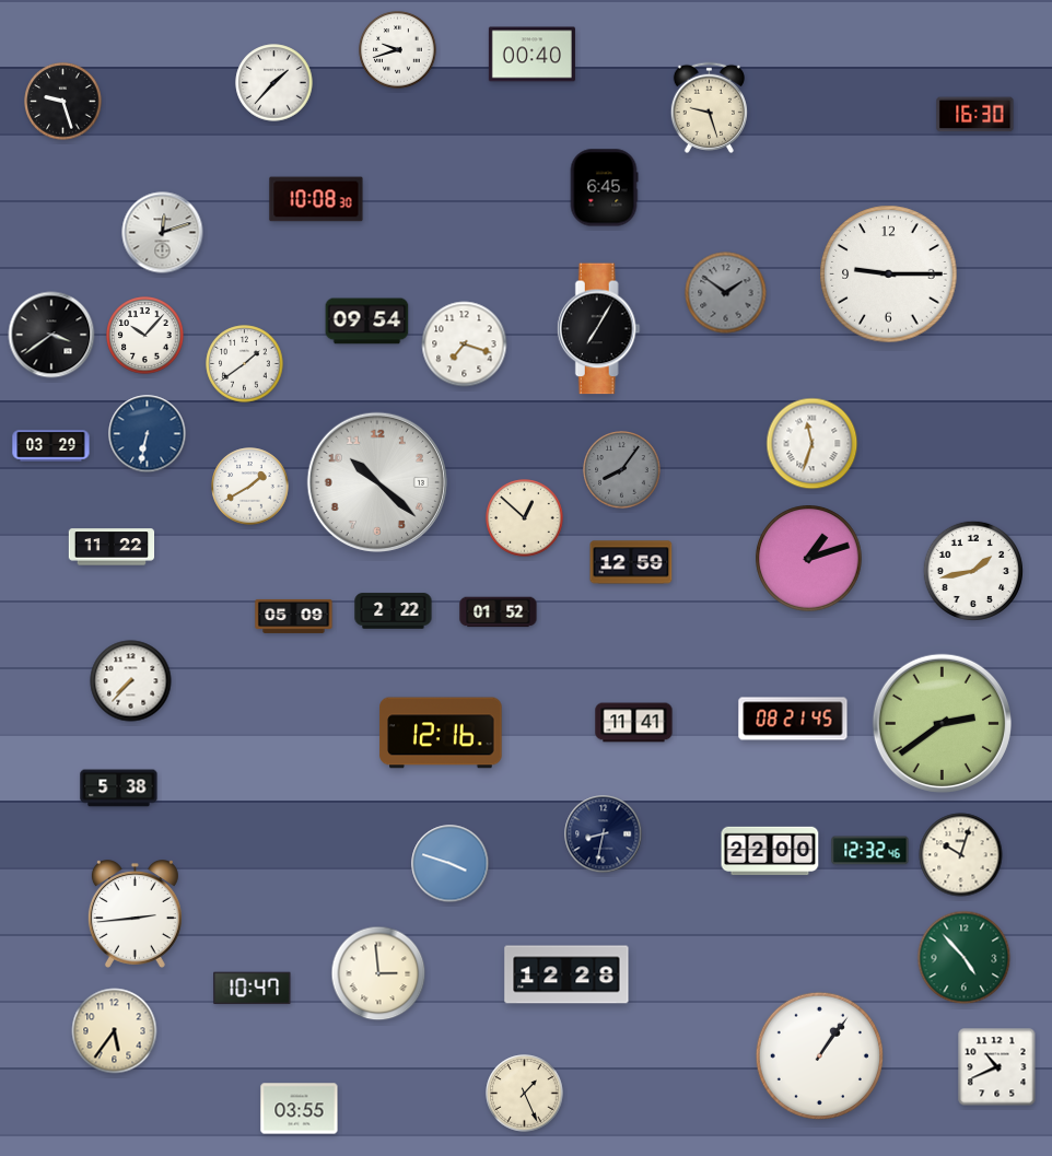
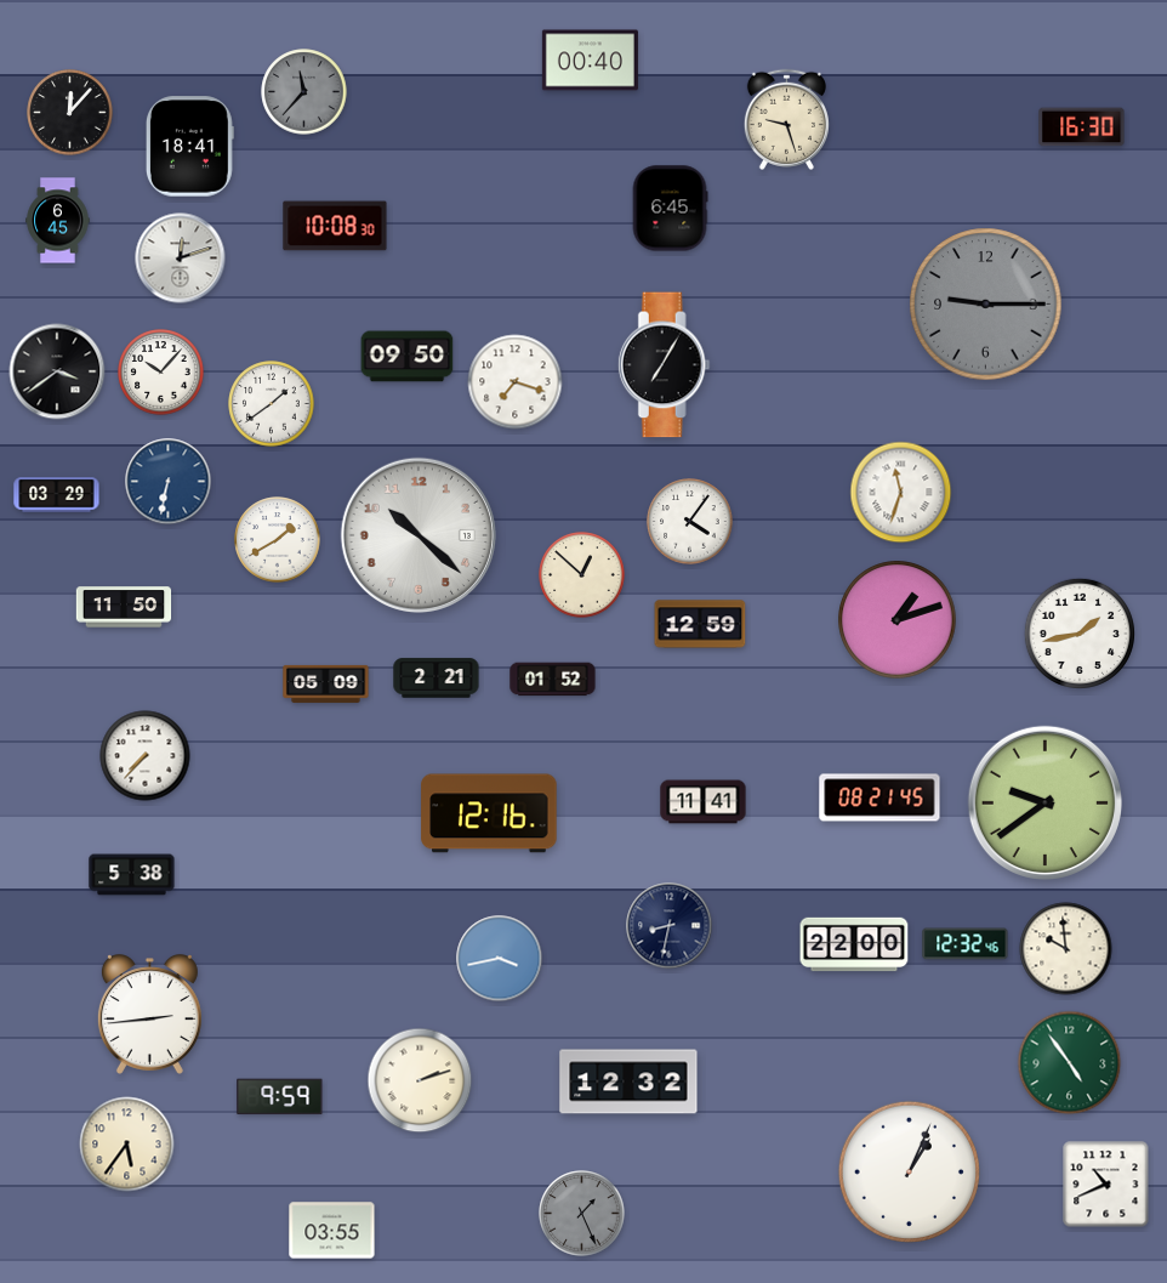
clock at (398, 50): 9:42 -> none
clock at (274, 83): 1:37 -> 11:37
clock at (274, 83) dial: white -> grey
clock at (63, 102): 9:27 -> 12:07
clock at (189, 147): none -> 18:41
clock at (58, 221): none -> 6:45
clock at (316, 199) position: (316, 199) -> (335, 226)
clock at (889, 275) dial: white -> grey
clock at (726, 293): 1:51 -> none
clock at (367, 322): 09:54 -> 09:50
clock at (148, 434) position: (148, 434) -> (169, 482)
clock at (622, 470): 8:06 -> 4:06
clock at (622, 470) dial: grey -> white
clock at (112, 547): 11:22 -> 11:50
clock at (394, 611): 2:22 -> 2:21
clock at (942, 723): 2:39 -> 9:39
clock at (961, 855): 10:03 -> 9:59
clock at (451, 864): 3:48 -> 3:43
clock at (965, 958): 4:53 -> 4:54
clock at (378, 973): 2:59 -> 2:12
clock at (566, 974): 12:28 -> 12:32
clock at (253, 989): 10:47 -> 9:59
clock at (819, 1055): 1:06 -> 1:04
clock at (525, 1094) dial: cream -> grey
